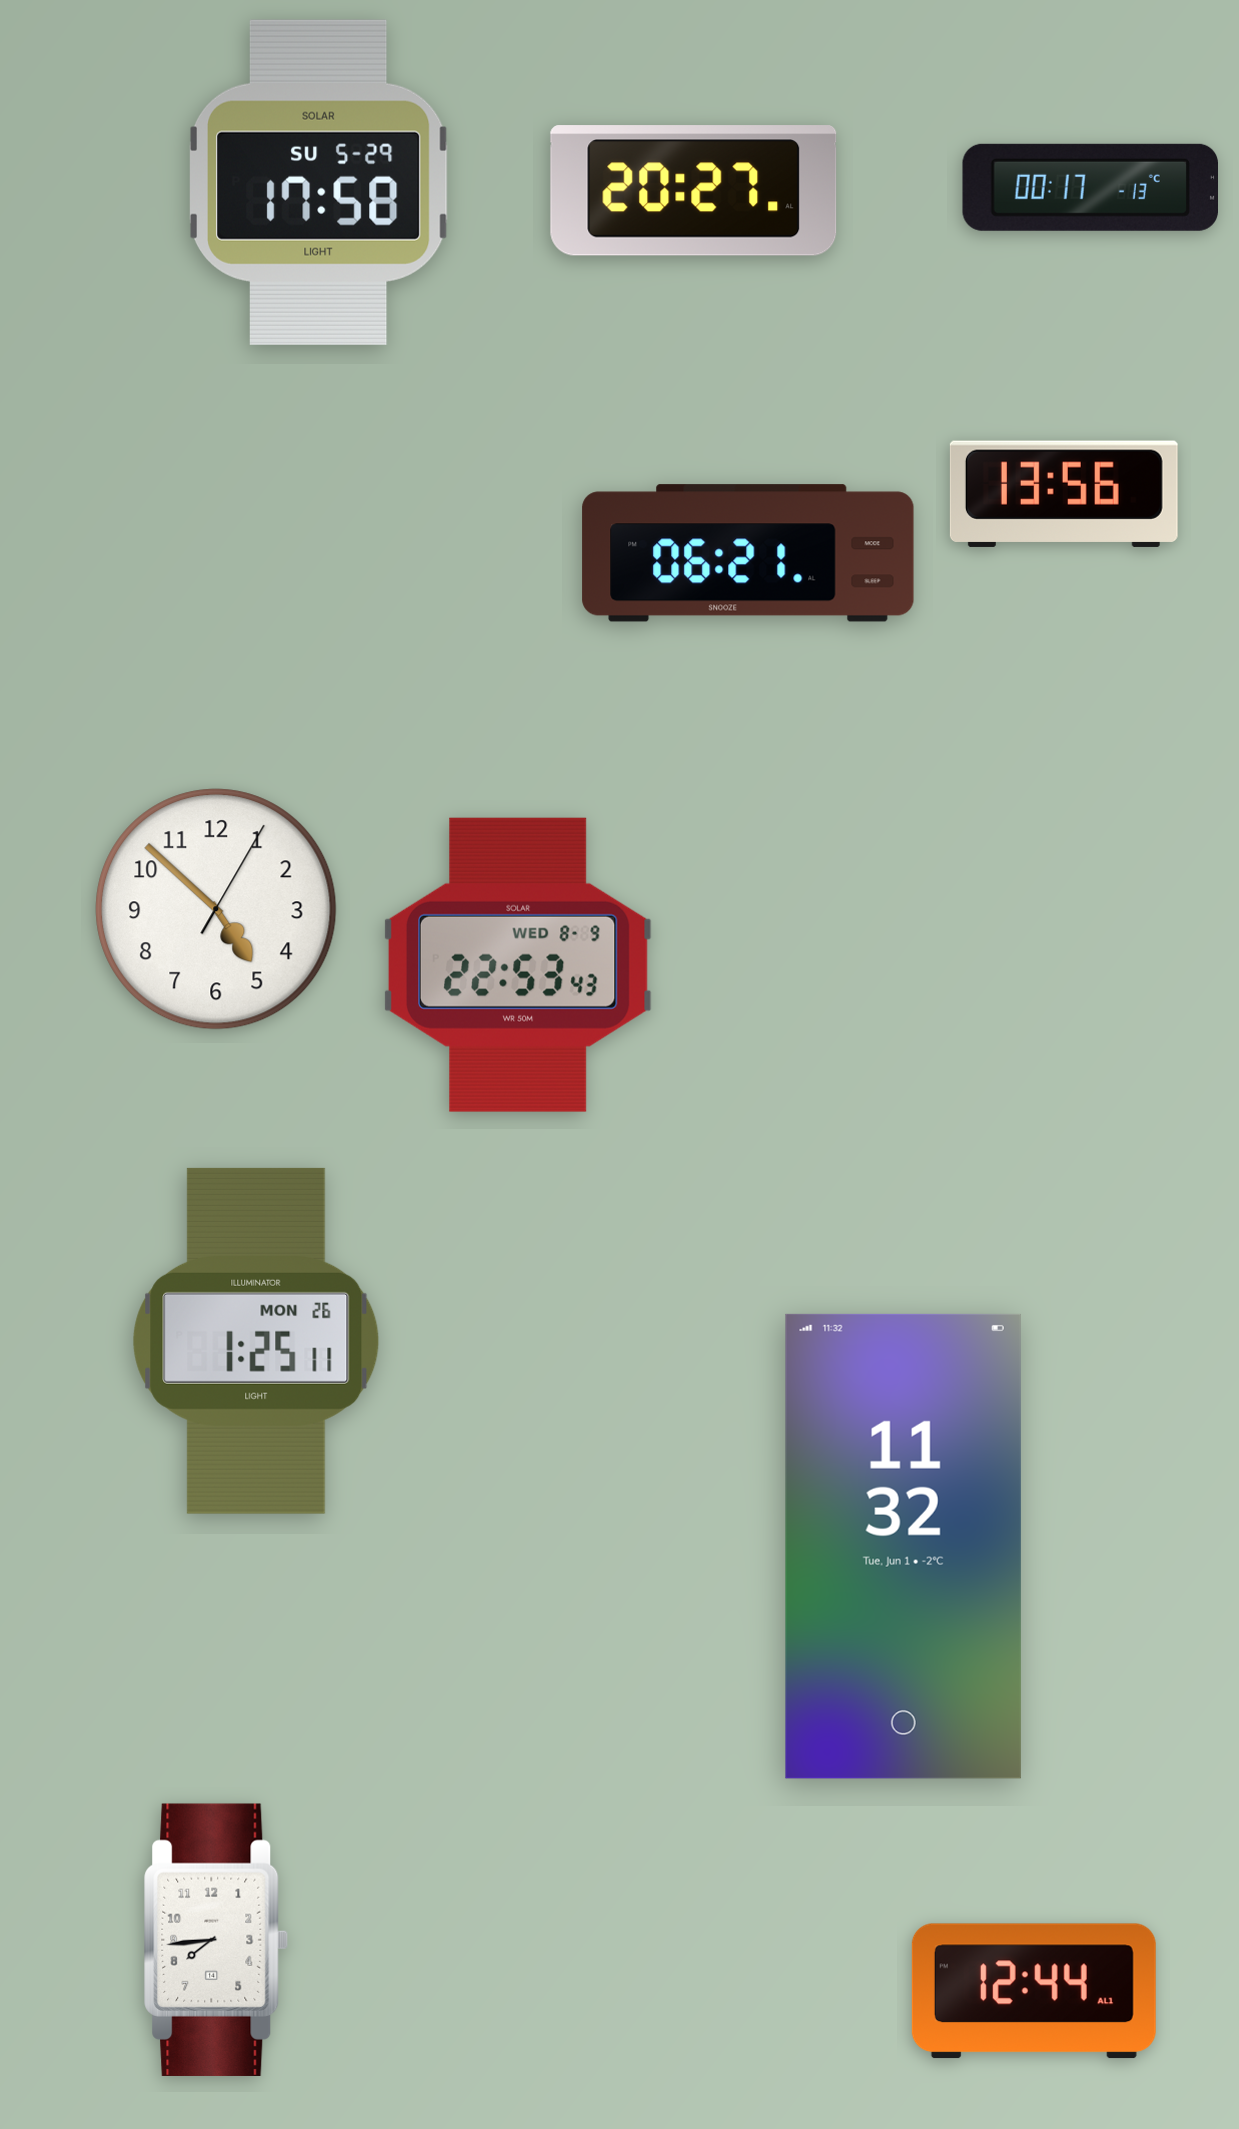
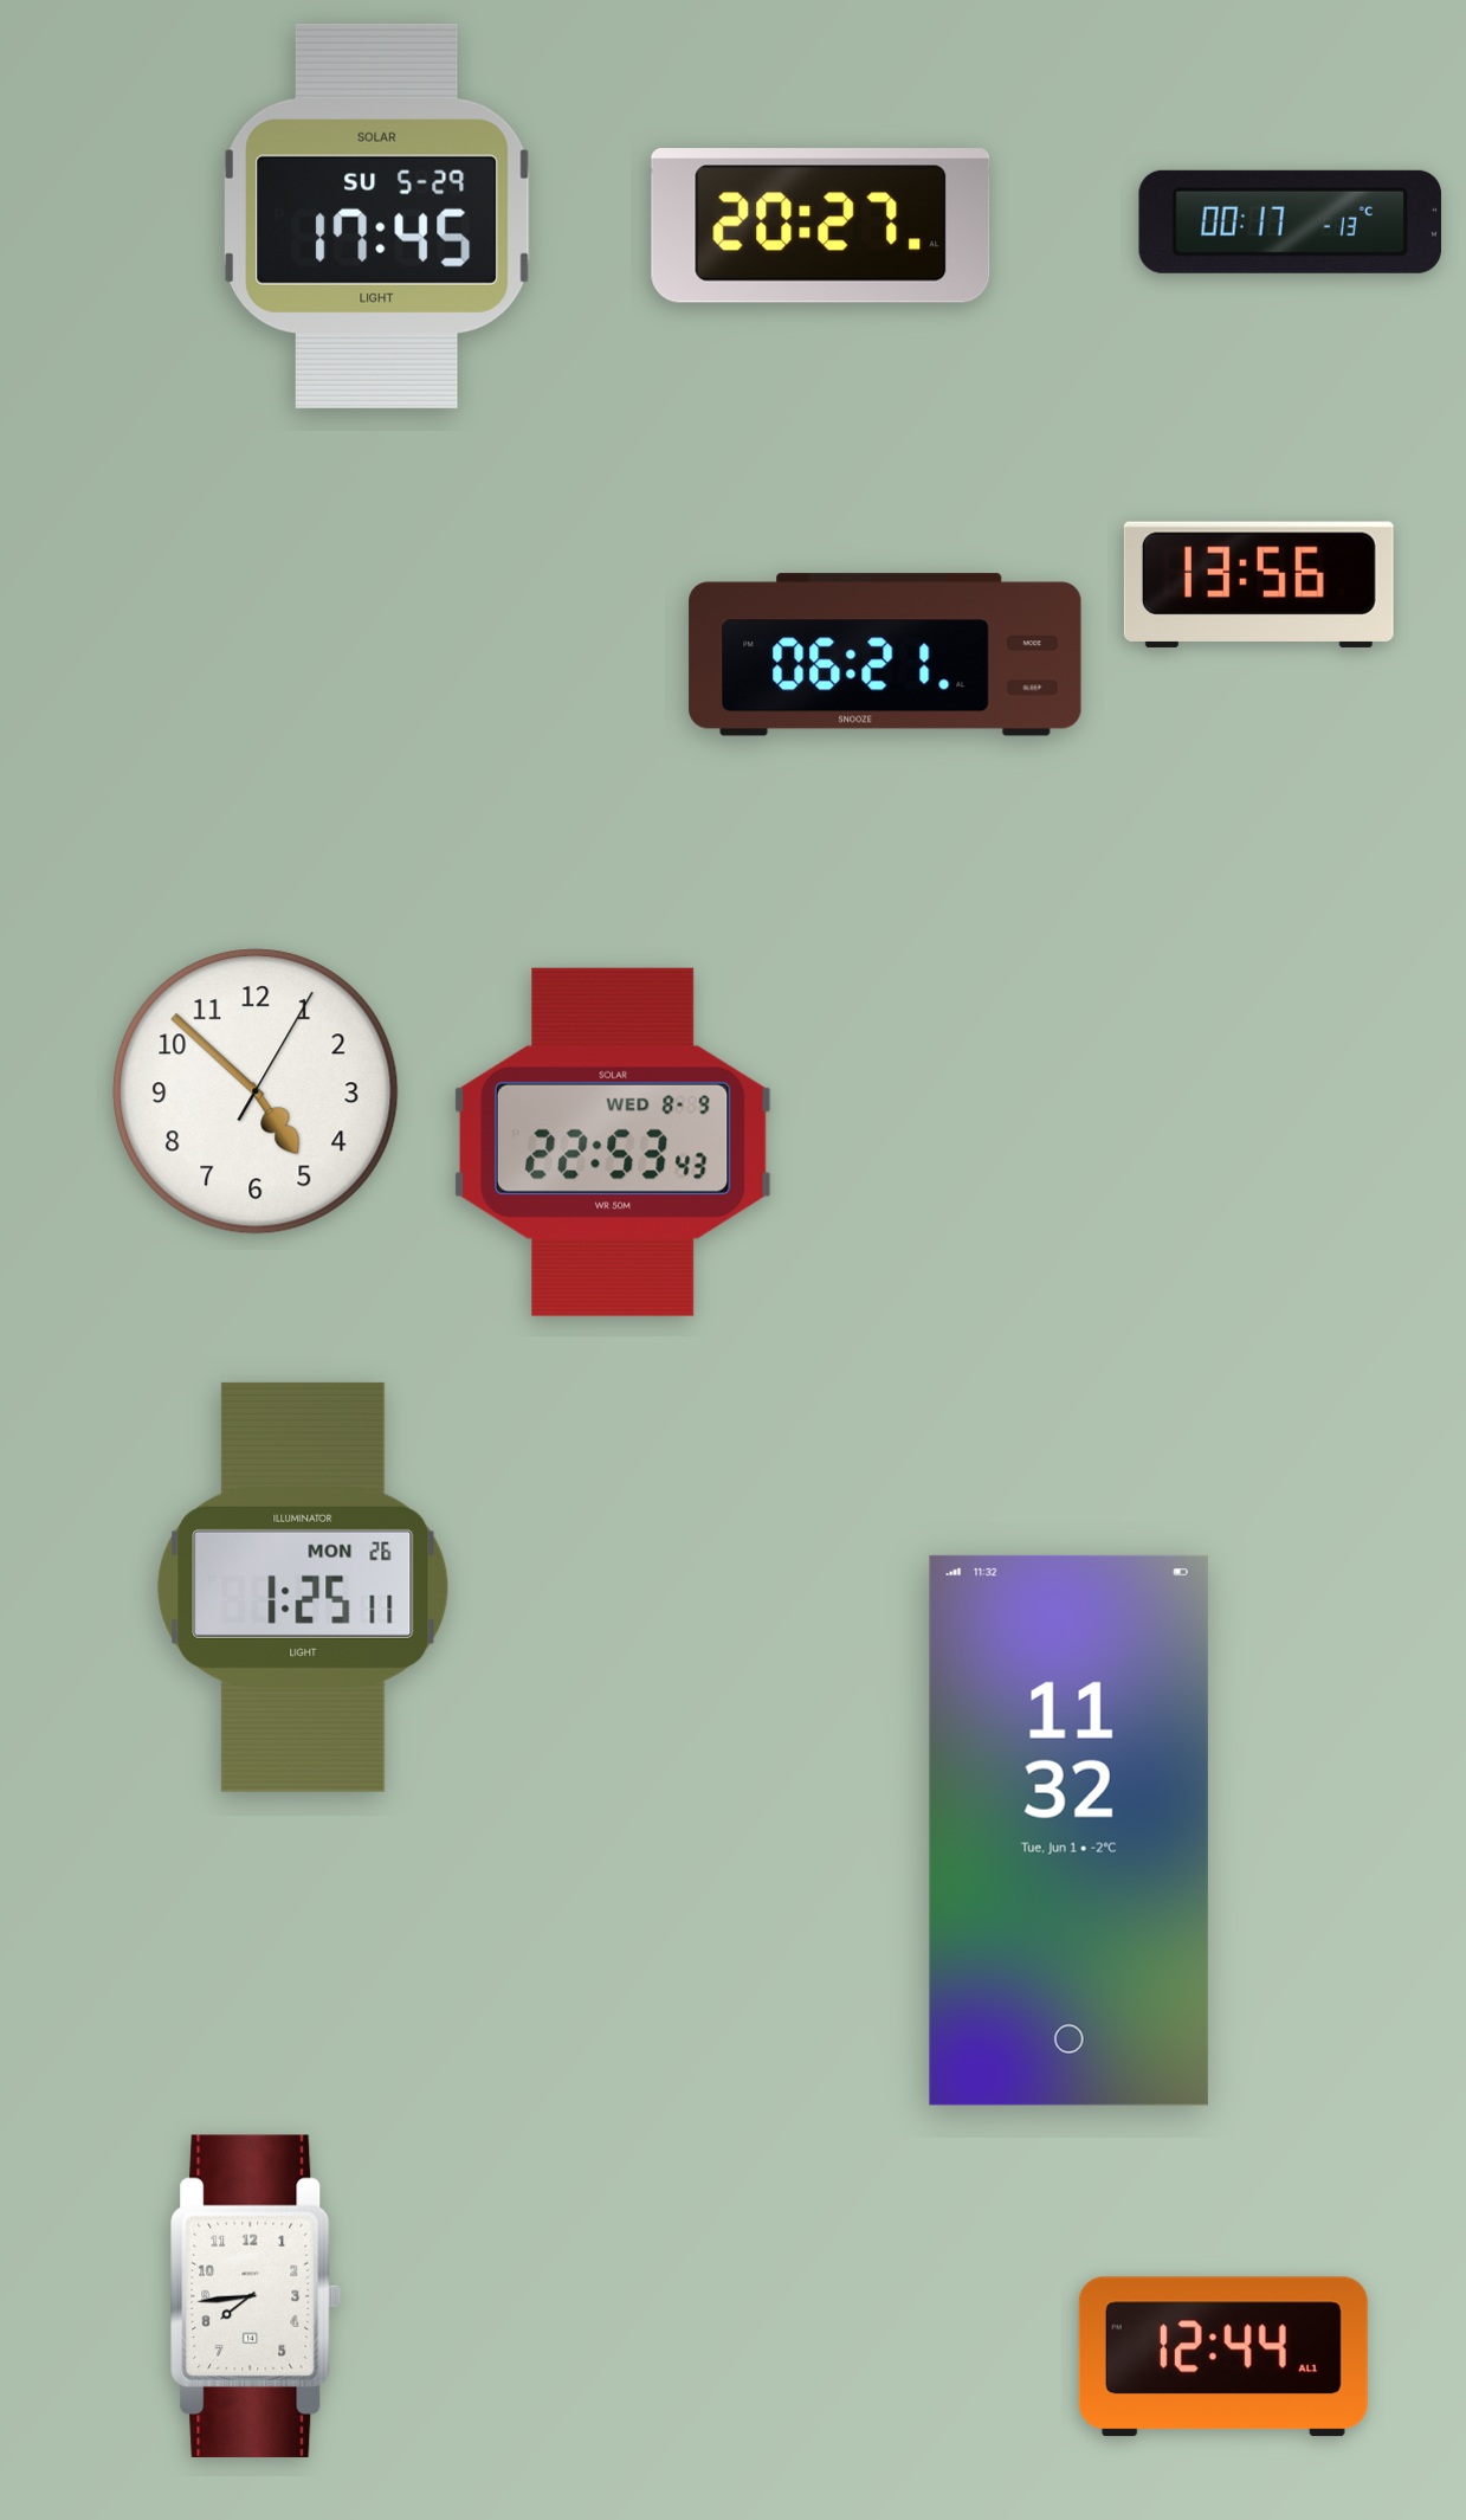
clock at (319, 182): 17:58 -> 17:45
clock at (216, 909) position: (216, 909) -> (256, 1091)
